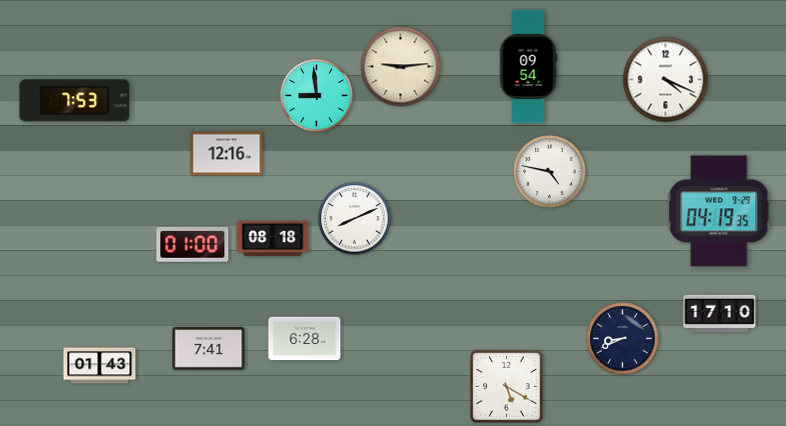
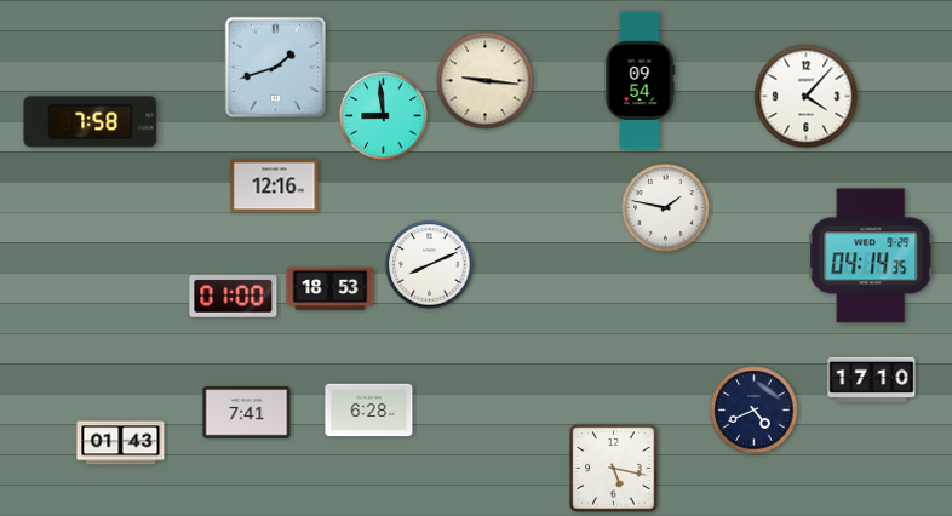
clock at (276, 68): none -> 1:42
clock at (401, 67): 9:14 -> 9:16
clock at (666, 80): 4:19 -> 4:07
clock at (75, 101): 7:53 -> 7:58
clock at (550, 172): 4:47 -> 1:47
clock at (719, 211): 04:19 -> 04:14
clock at (273, 239): 08:18 -> 18:53
clock at (623, 339): 8:41 -> 4:41
clock at (209, 349) position: (209, 349) -> (247, 413)
clock at (507, 387): 5:20 -> 5:17
